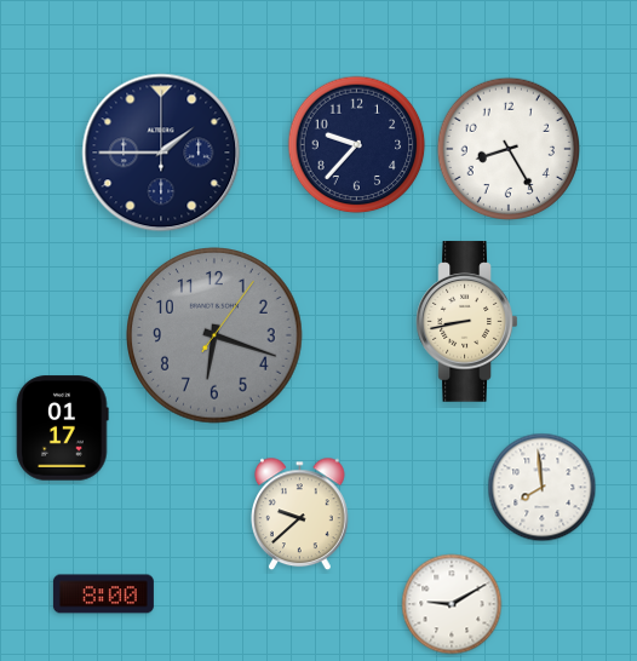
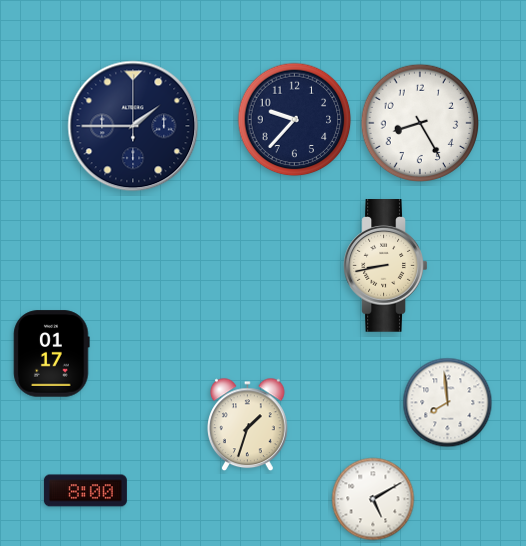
clock at (216, 337): 6:18 -> none
clock at (300, 515): 9:38 -> 1:33
clock at (452, 604): 9:10 -> 5:10
